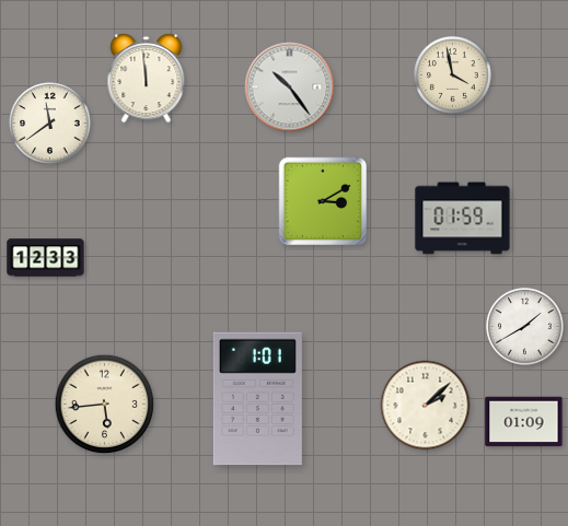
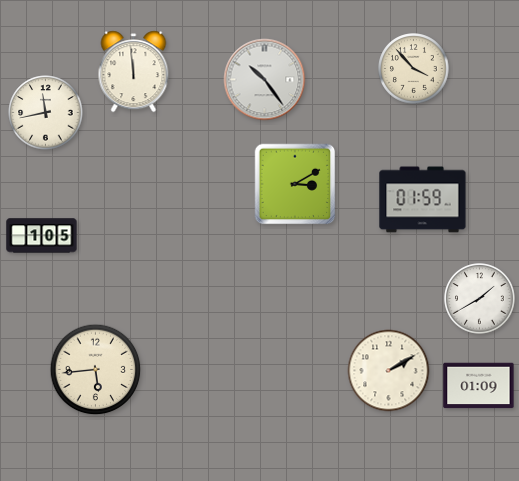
clock at (453, 75): 3:58 -> 3:53
clock at (50, 124): 11:39 -> 11:43
clock at (46, 258): 12:33 -> 1:05
clock at (257, 399): 1:01 -> none
clock at (426, 406): 2:08 -> 2:10
